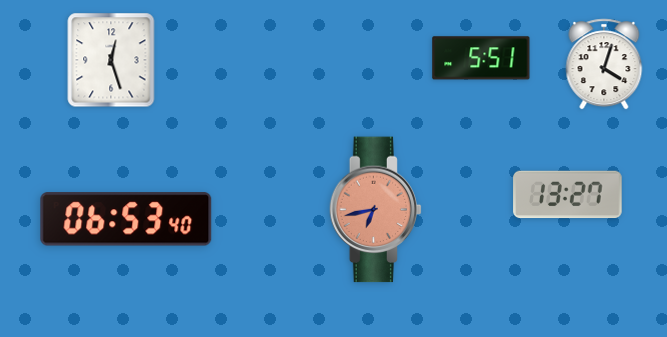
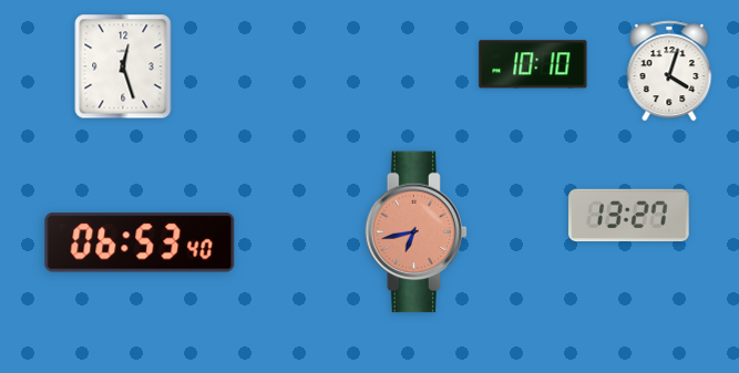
clock at (481, 58): 5:51 -> 10:10
